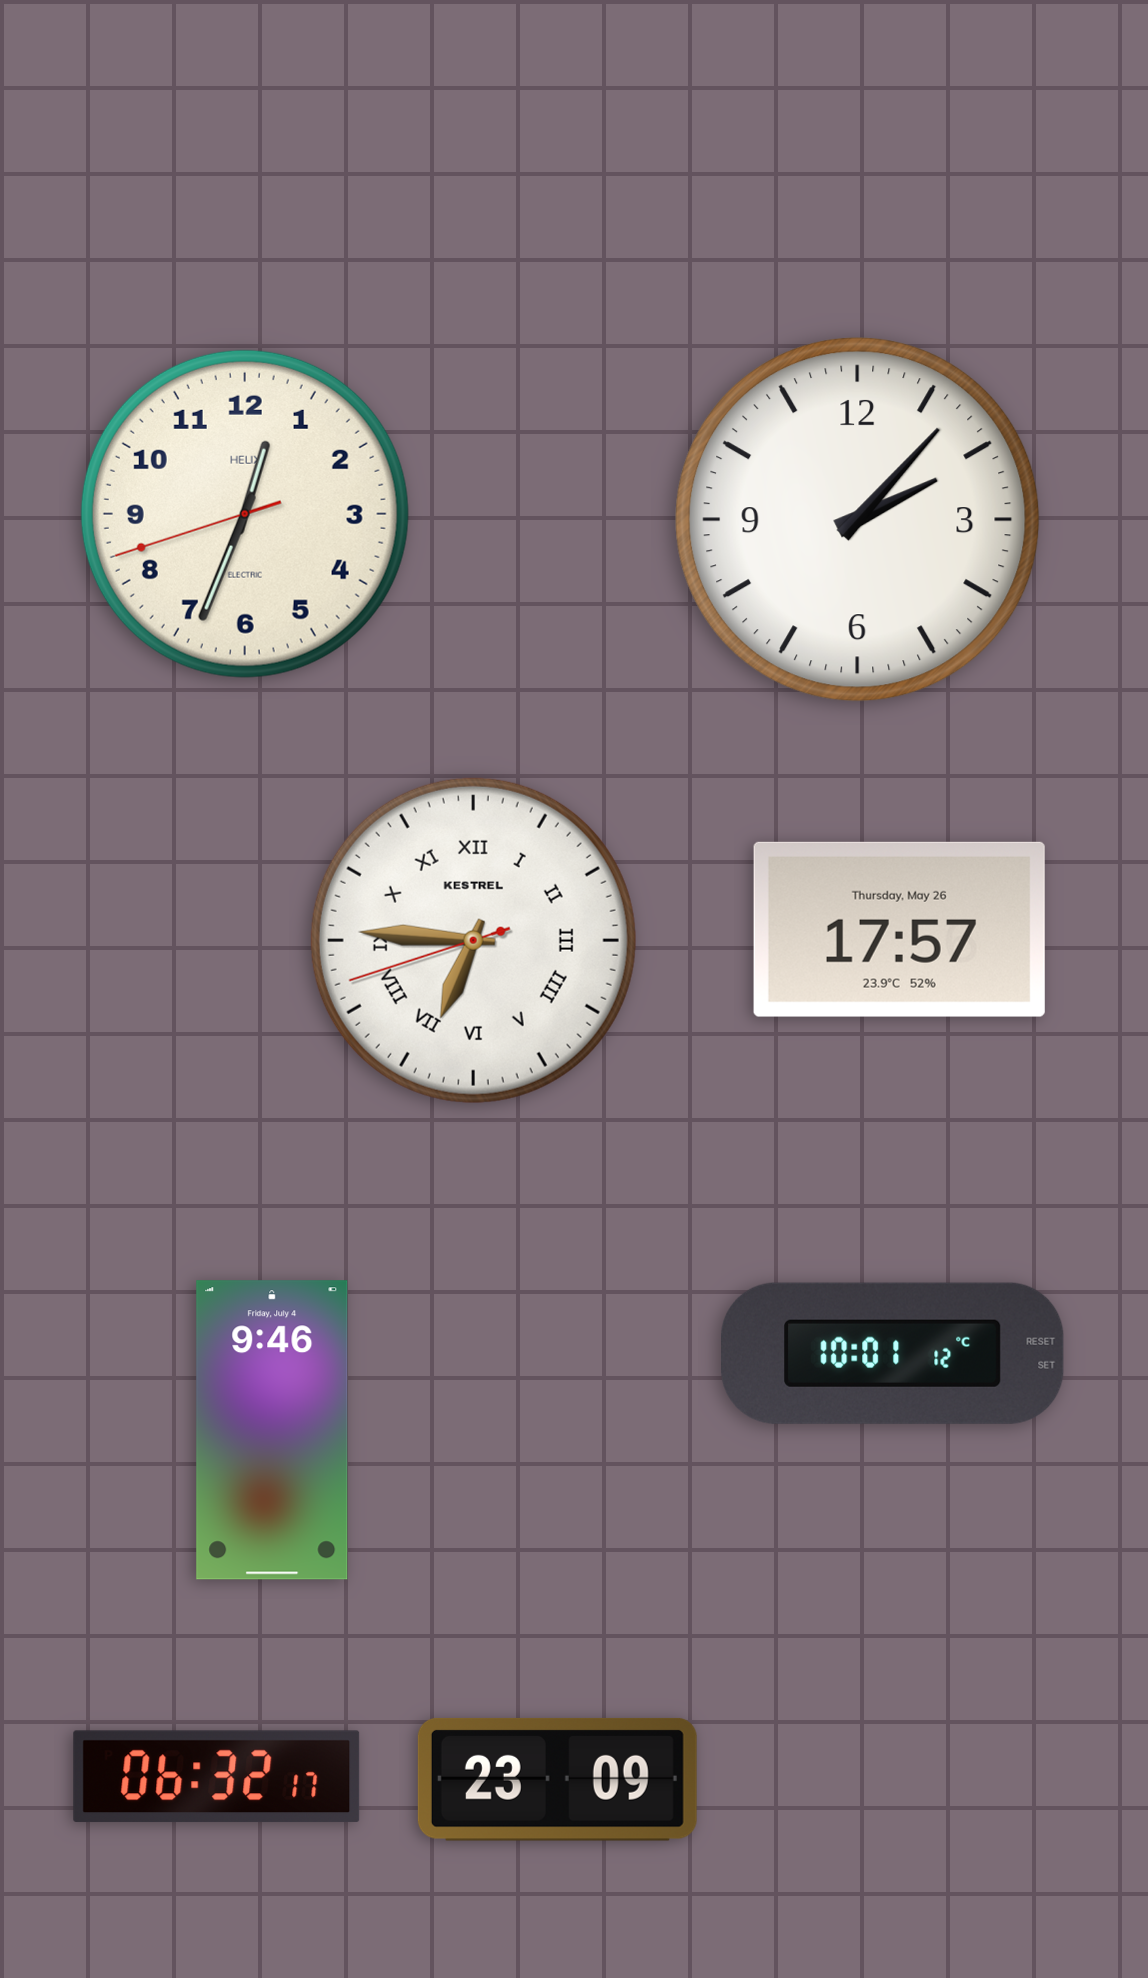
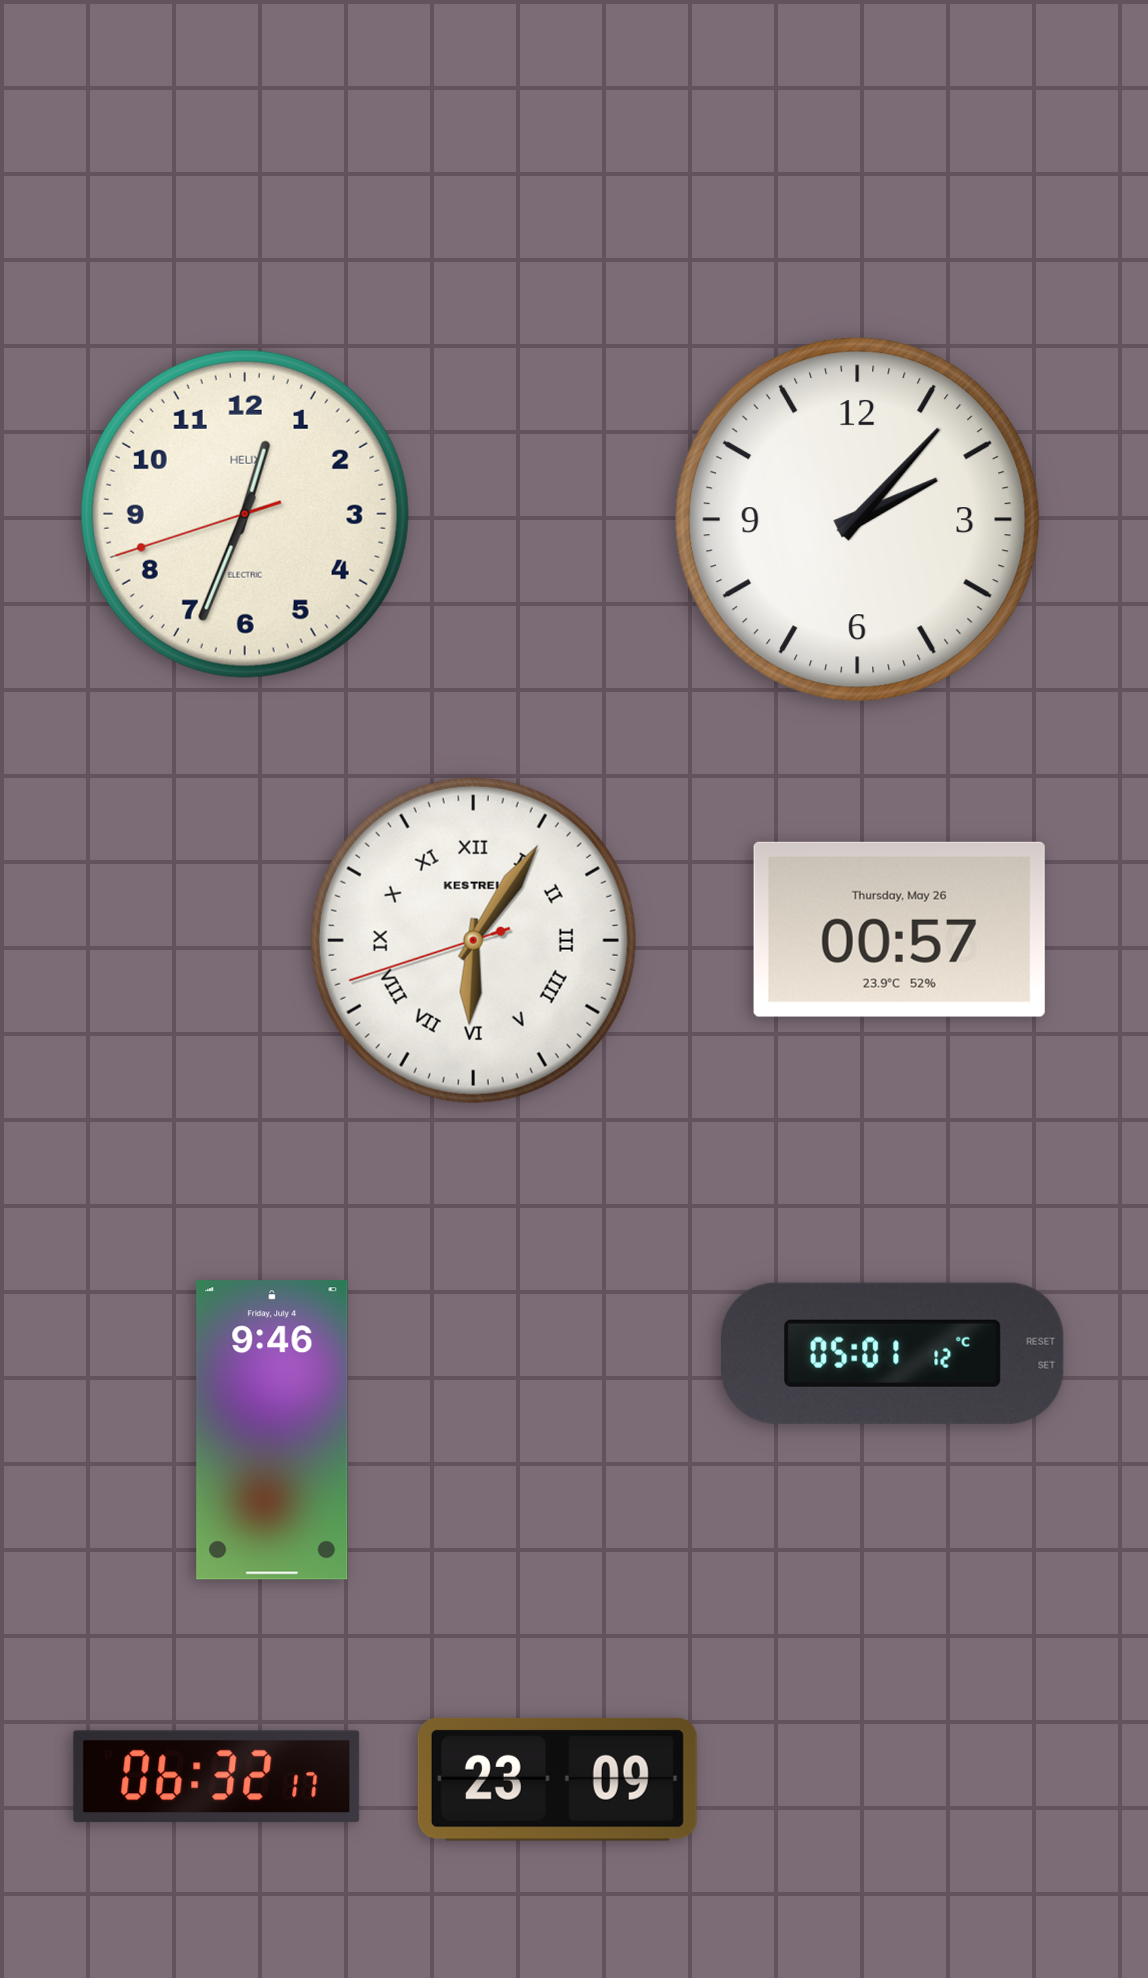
clock at (899, 929): 17:57 -> 00:57
clock at (473, 940): 6:45 -> 6:05
clock at (893, 1353): 10:01 -> 05:01
